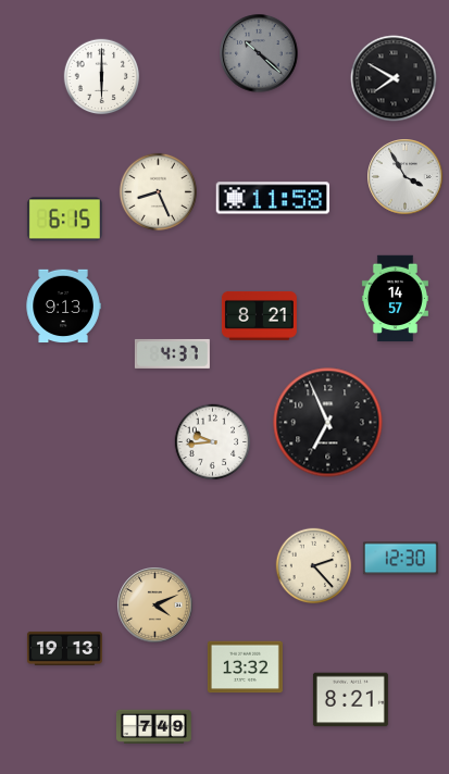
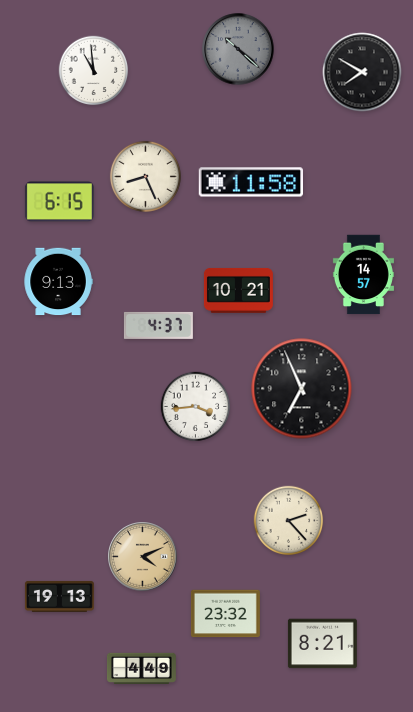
clock at (102, 77): 6:00 -> 10:59
clock at (406, 177): 3:55 -> none
clock at (259, 315): 8:21 -> 10:21
clock at (213, 442): 9:44 -> 3:44
clock at (400, 559): 12:30 -> none
clock at (245, 667): 13:32 -> 23:32
clock at (153, 726): 7:49 -> 4:49
